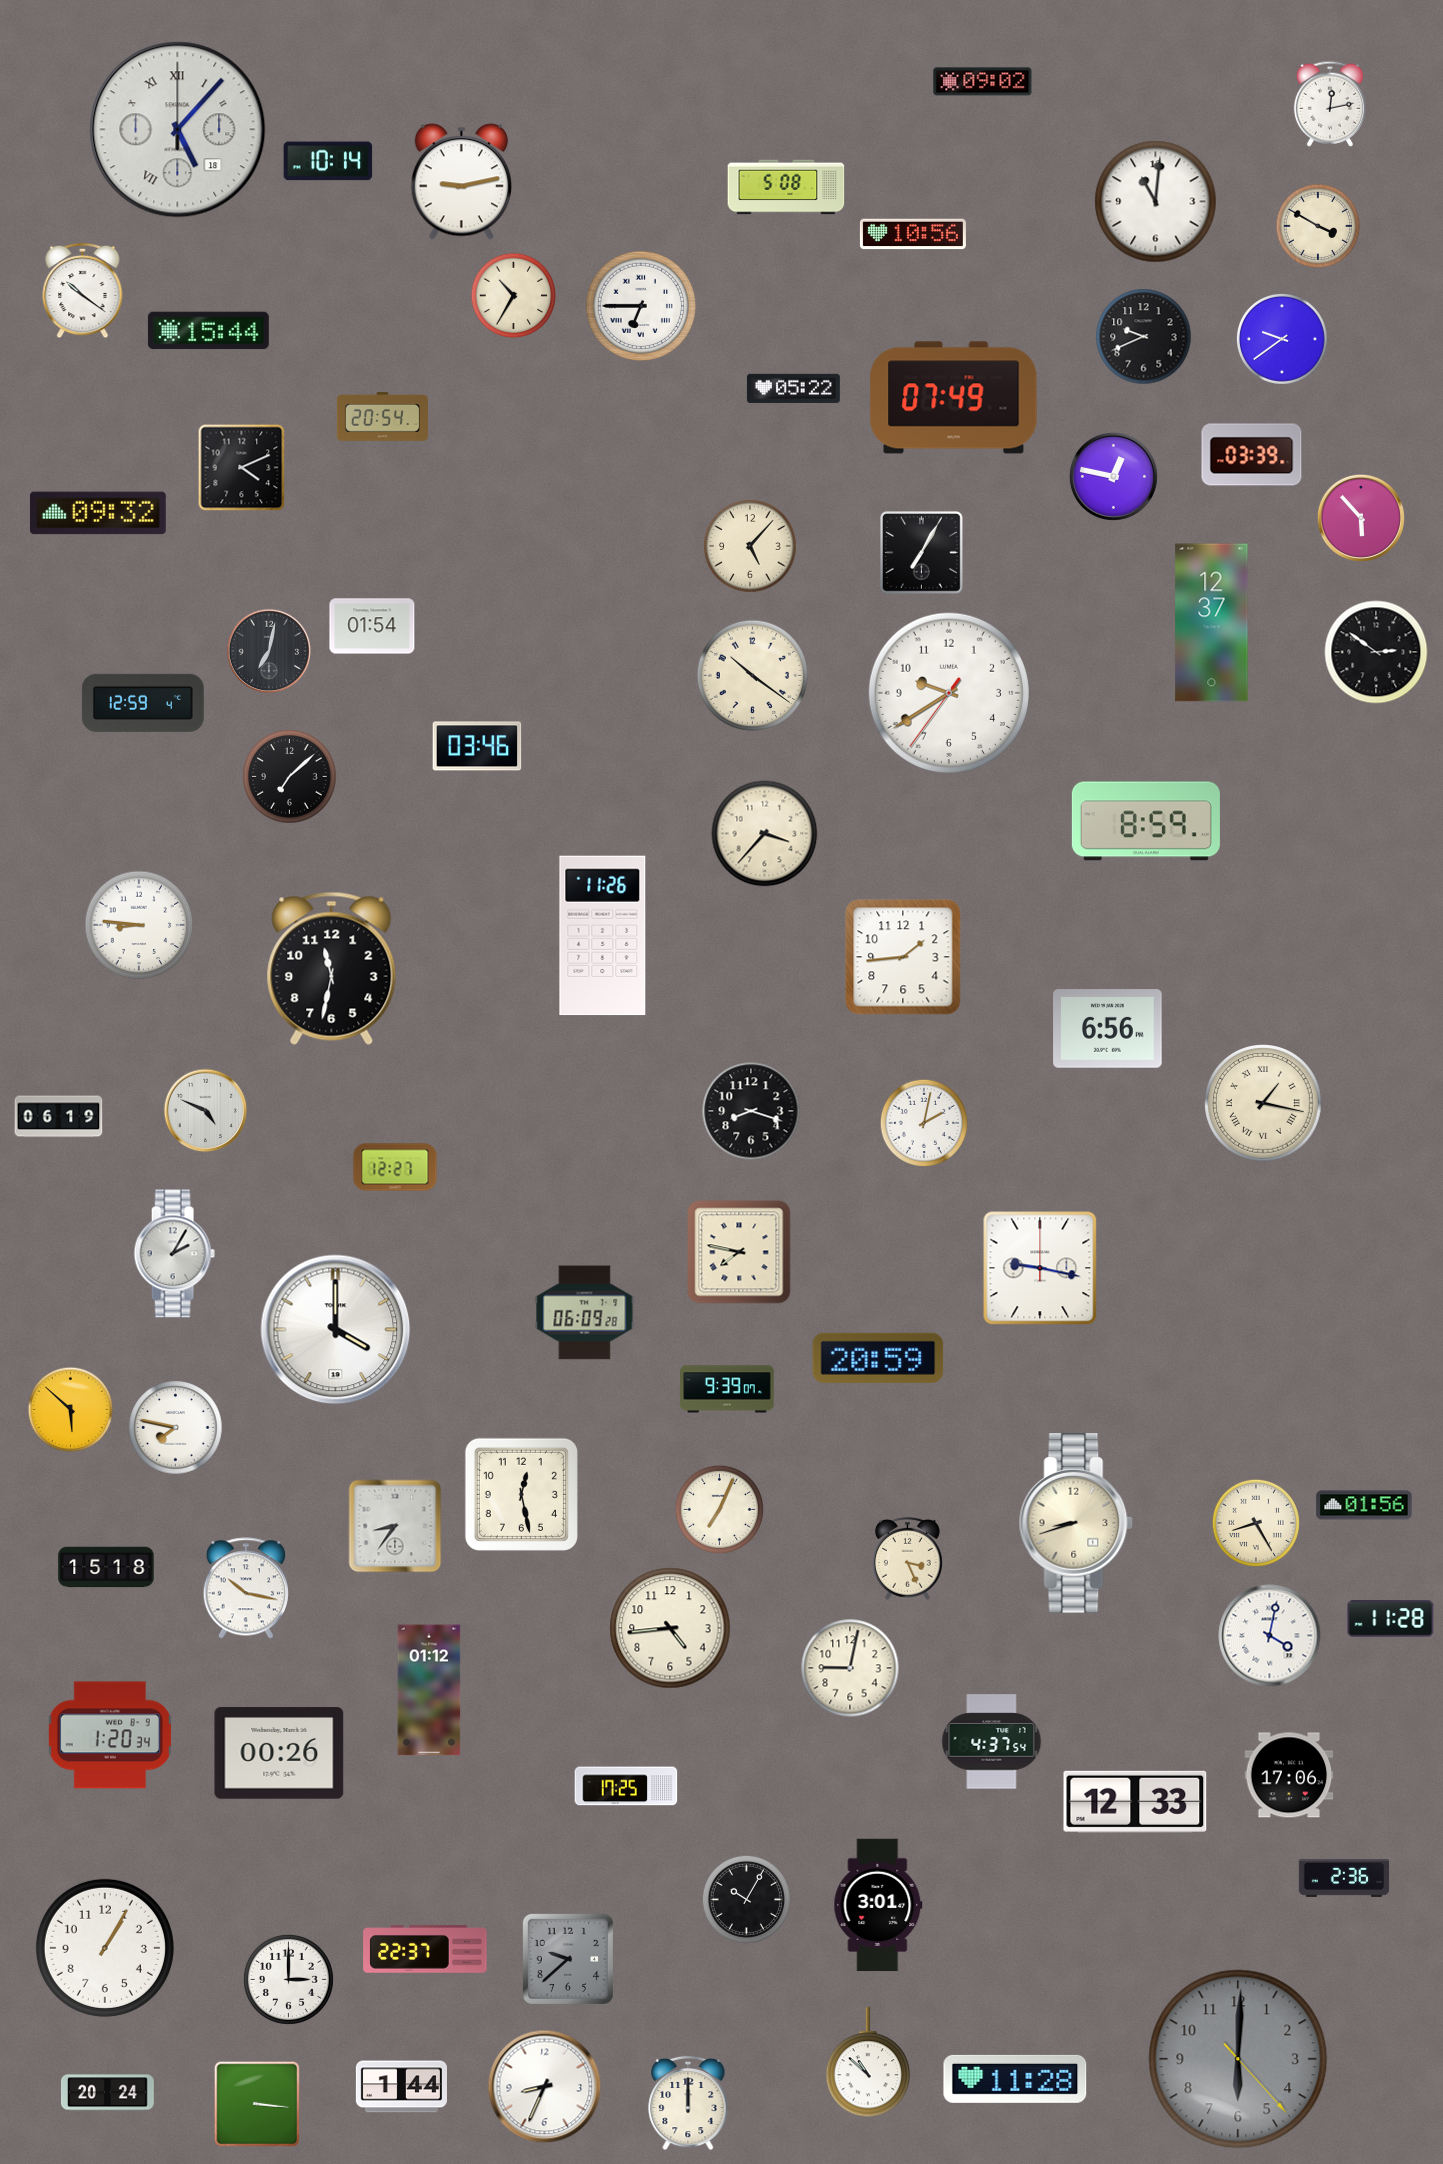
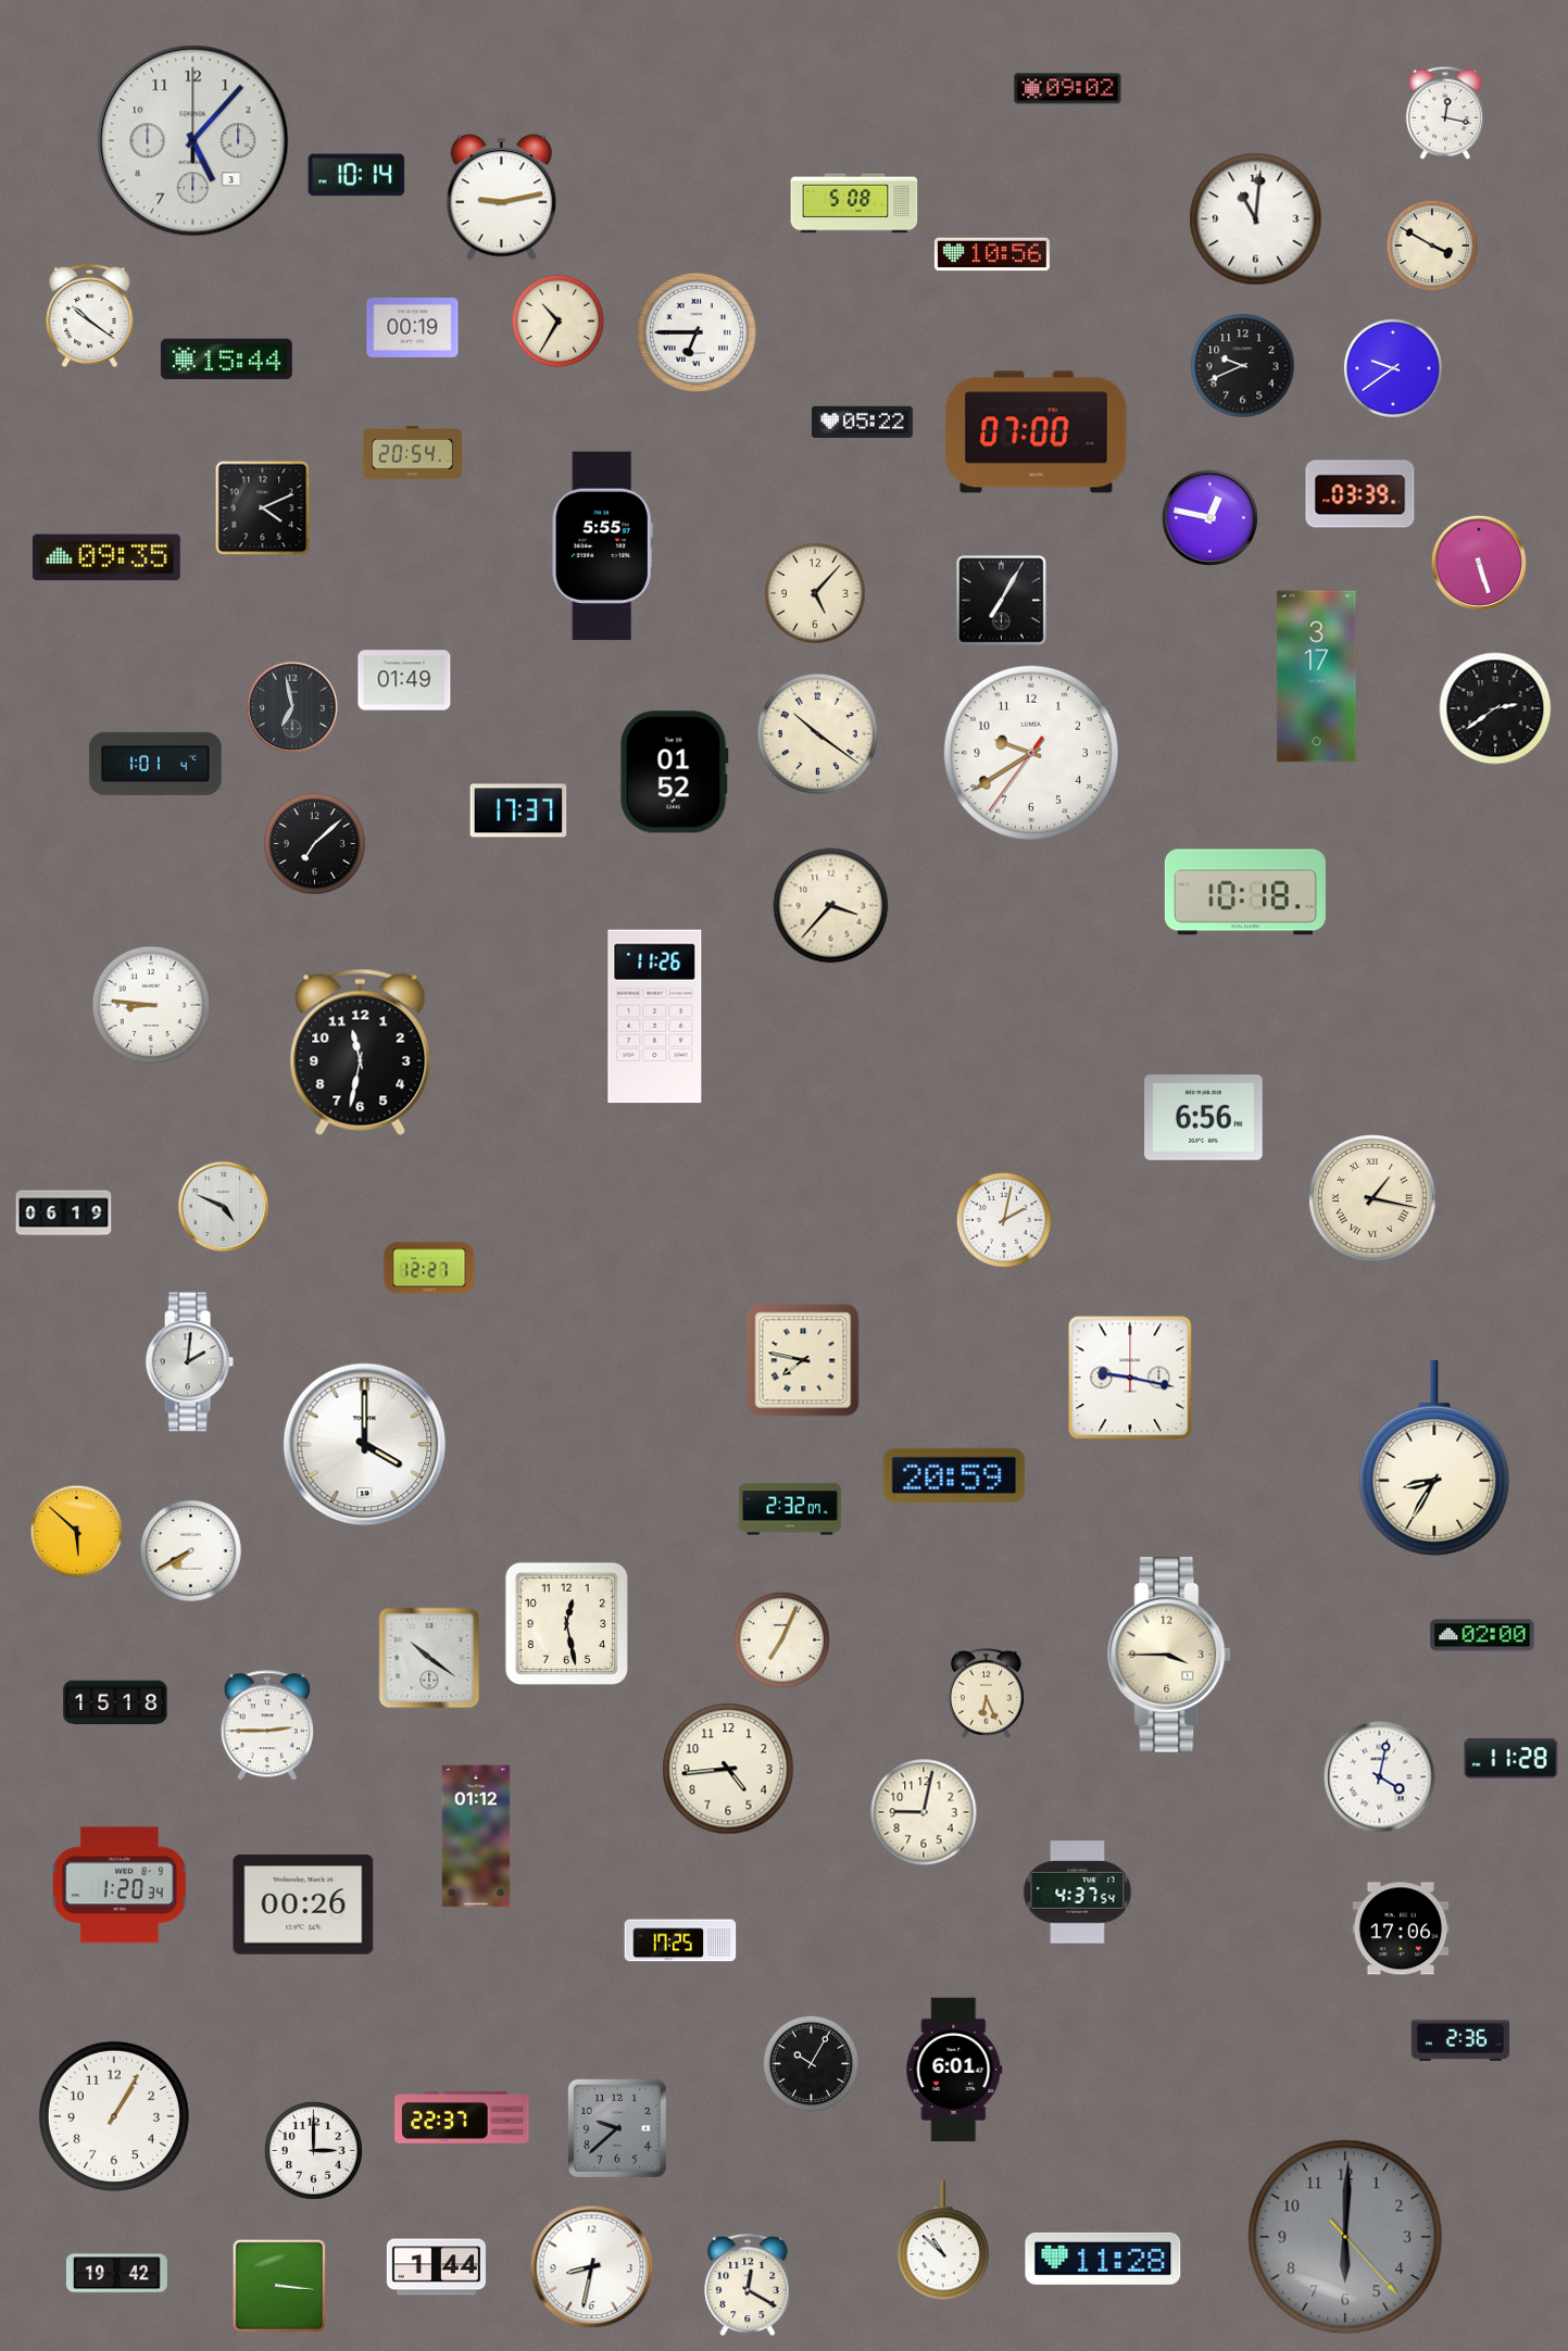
clock at (1330, 104): 12:13 -> 12:17
clock at (178, 130) date: 18 -> 3
clock at (178, 130) numerals: Roman -> Arabic
clock at (413, 327): none -> 00:19
clock at (954, 398): 07:49 -> 07:00
clock at (382, 416) position: (382, 416) -> (412, 452)
clock at (602, 546): none -> 5:55
clock at (98, 513): 09:32 -> 09:35
clock at (1361, 518): 5:53 -> 5:27
clock at (1212, 623): 12:37 -> 3:17
clock at (372, 626): 01:54 -> 01:49
clock at (269, 651): 7:02 -> 6:58
clock at (1376, 652): 2:51 -> 2:39
clock at (143, 703): 12:59 -> 1:01
clock at (674, 772): none -> 01:52
clock at (477, 746): 03:46 -> 17:37
clock at (1146, 821): 8:59 -> 10:18
clock at (903, 957): 1:44 -> none
clock at (751, 1111): 8:18 -> none
clock at (174, 1254): 2:05 -> 2:01
clock at (585, 1313): 06:09 -> none
clock at (1434, 1458): none -> 8:35
clock at (727, 1389): 9:39 -> 2:32
clock at (176, 1428): 7:47 -> 7:40
clock at (1364, 1505): 01:56 -> 02:00
clock at (1076, 1523): 8:42 -> 3:45
clock at (1256, 1523): 8:25 -> none
clock at (395, 1526): 8:36 -> 10:21
clock at (907, 1558): 3:26 -> 6:26
clock at (246, 1588): 10:17 -> 2:45
clock at (429, 1690) position: (429, 1690) -> (476, 1836)
clock at (1135, 1802): 12:33 -> none
clock at (878, 1905): 3:01 -> 6:01
clock at (545, 2087): 8:34 -> 8:32
clock at (107, 2093): 20:24 -> 19:42
clock at (688, 2103): 12:00 -> 12:20
